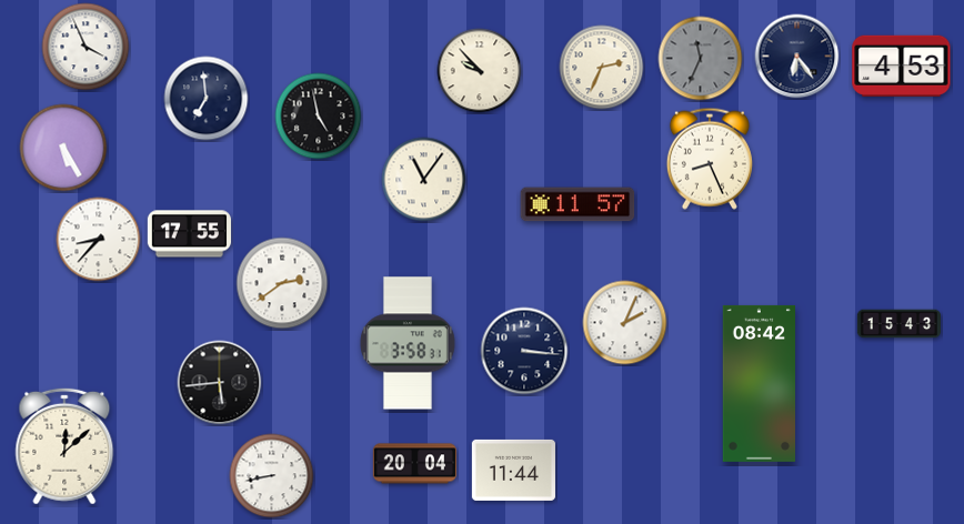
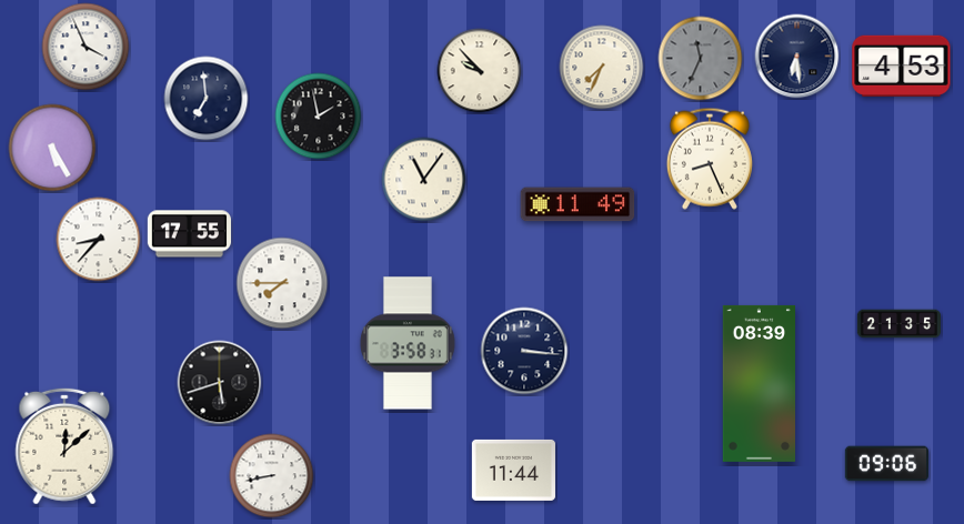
clock at (797, 57): 6:24 -> 6:29
clock at (602, 68): 2:34 -> 7:34
clock at (319, 117): 4:58 -> 1:58
clock at (63, 148) position: (63, 148) -> (52, 148)
clock at (578, 204): 11:57 -> 11:49
clock at (282, 283): 2:39 -> 7:45
clock at (625, 323): 2:04 -> none
clock at (898, 324): 15:43 -> 21:35
clock at (220, 383): 5:44 -> 5:42
clock at (759, 383): 08:42 -> 08:39
clock at (414, 464): 20:04 -> none
clock at (886, 464): none -> 09:06
